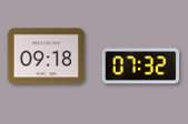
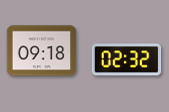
clock at (141, 66): 07:32 -> 02:32
